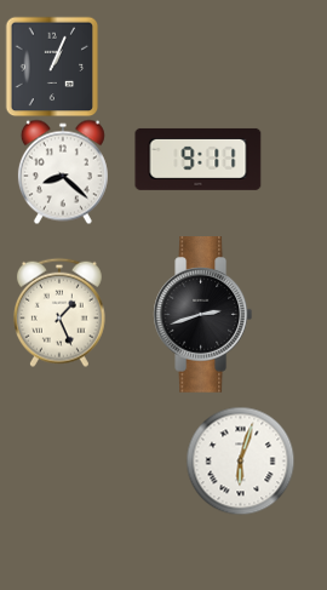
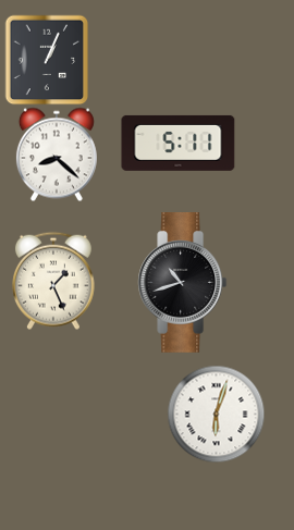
clock at (199, 159): 9:11 -> 5:11
clock at (203, 315): 2:42 -> 10:42
